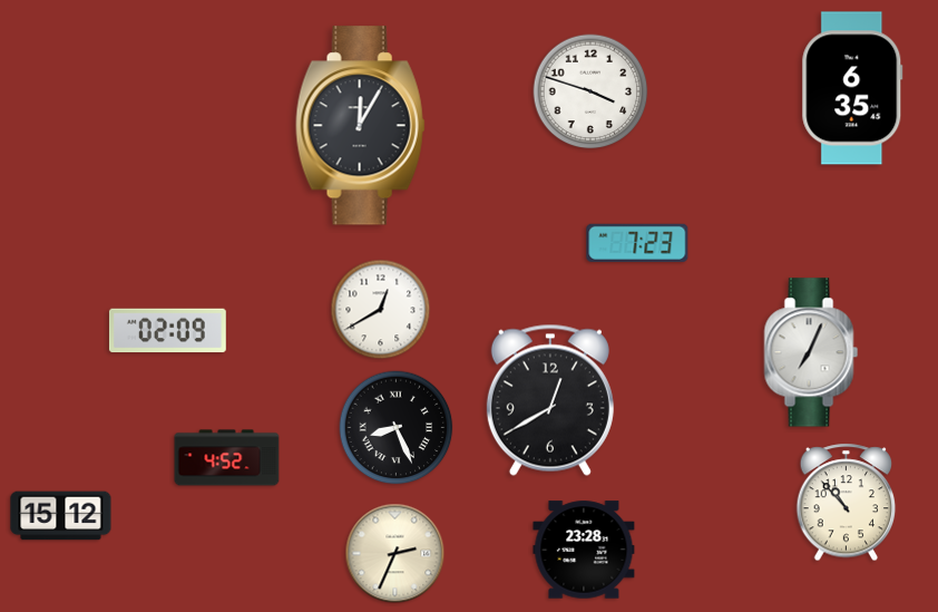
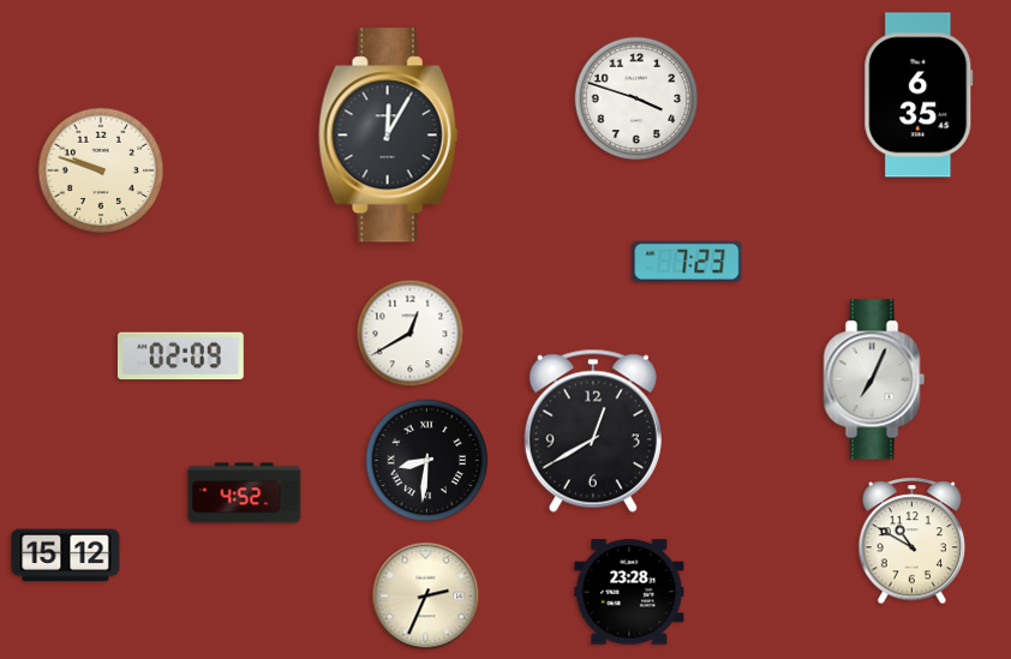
clock at (101, 170): none -> 9:48
clock at (397, 428): 8:26 -> 8:31
clock at (847, 503): 10:53 -> 10:50
